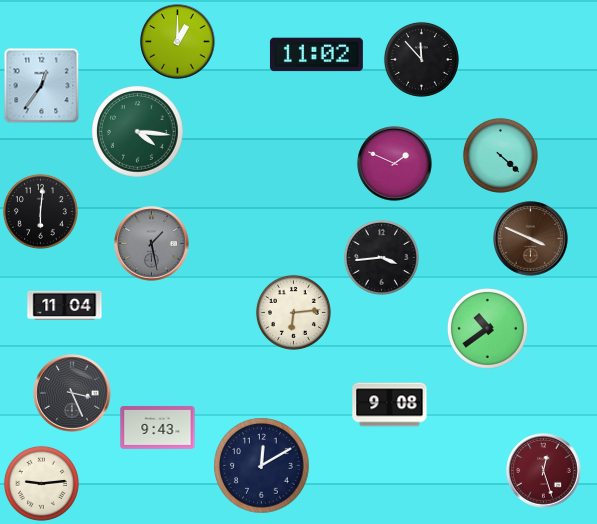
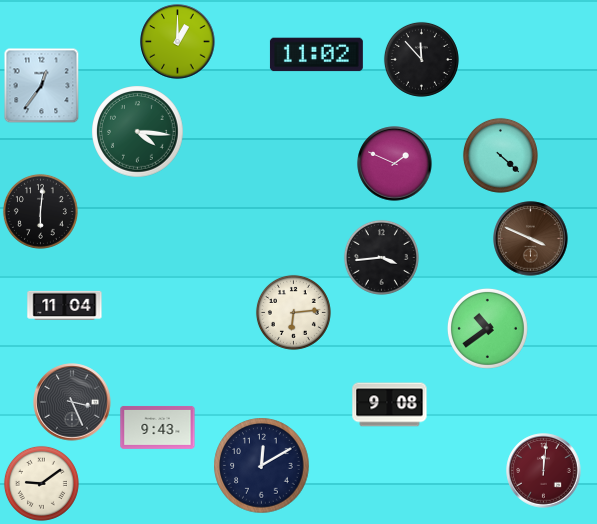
clock at (152, 244): 1:28 -> none
clock at (72, 393) position: (72, 393) -> (72, 402)
clock at (544, 471): 12:27 -> 12:01
clock at (41, 483): 9:14 -> 9:09
